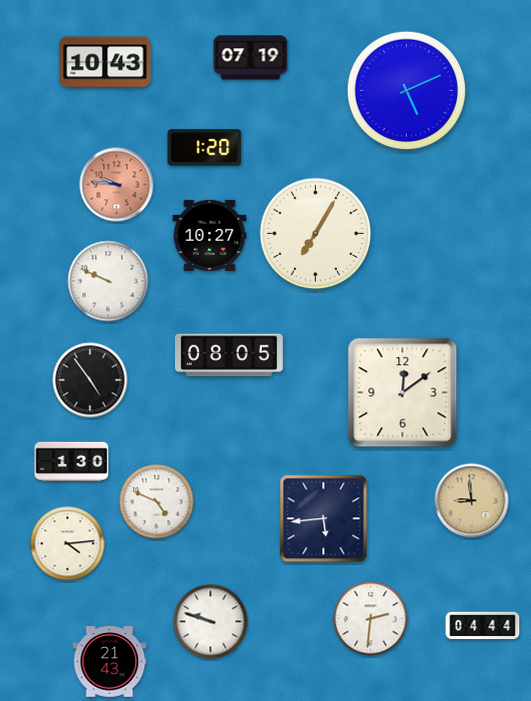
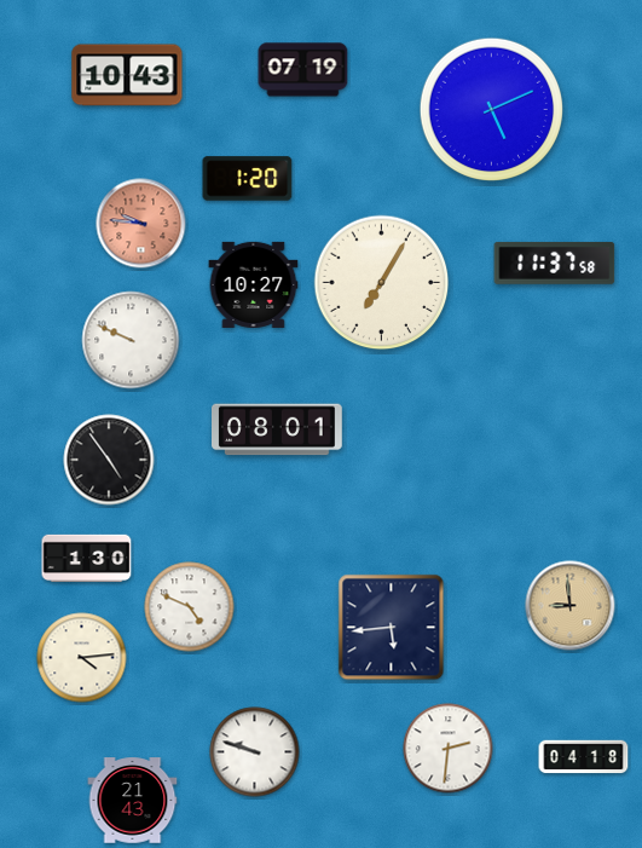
clock at (555, 263): none -> 11:37
clock at (230, 355): 08:05 -> 08:01
clock at (403, 393): 12:09 -> none
clock at (483, 626): 04:44 -> 04:18
